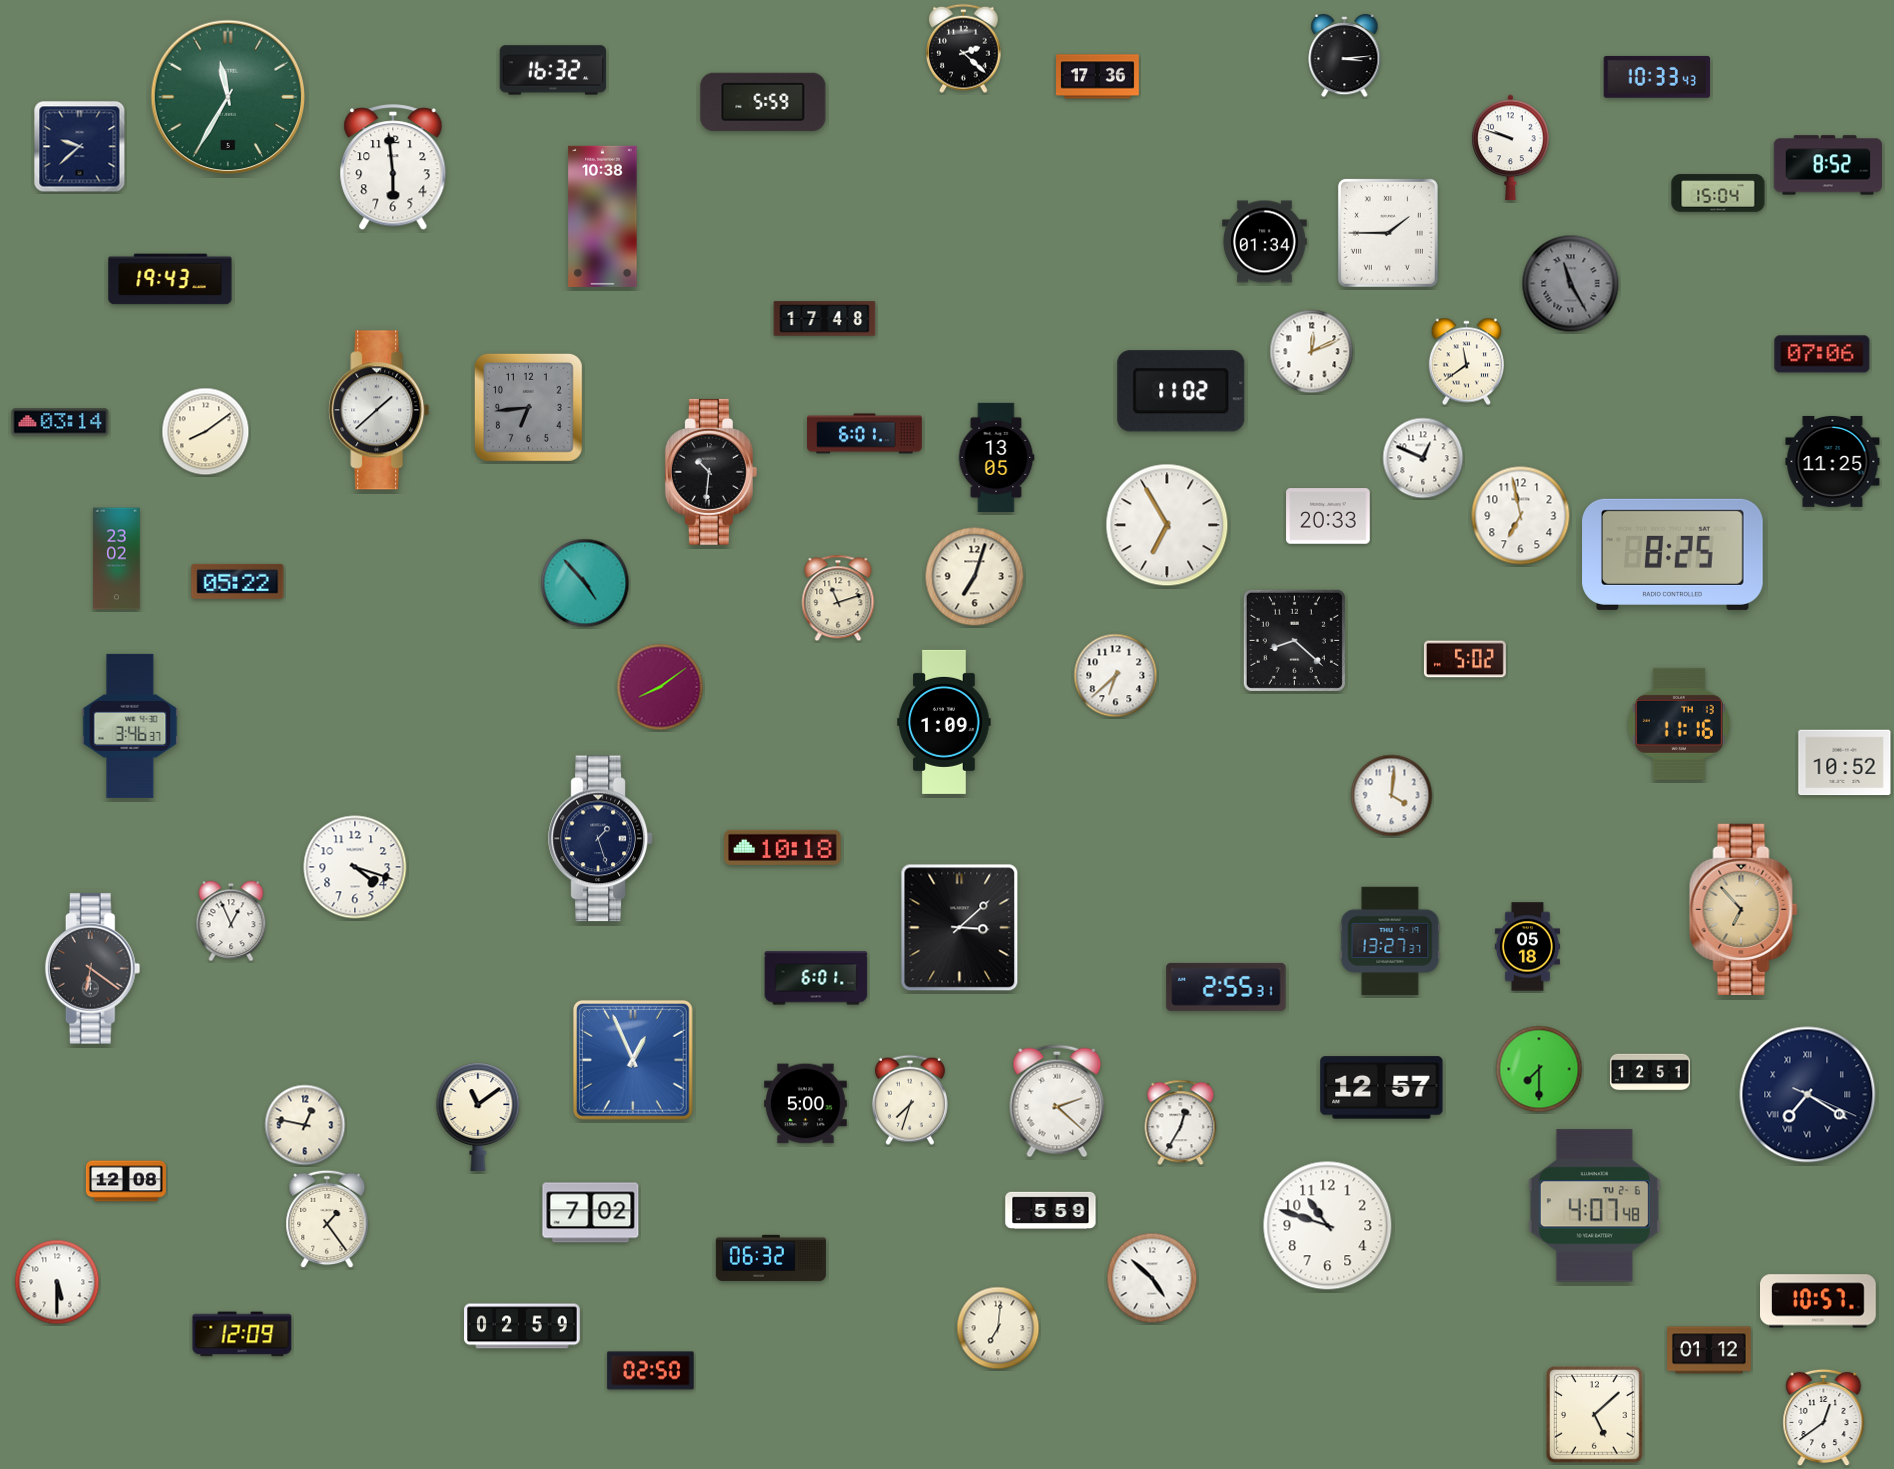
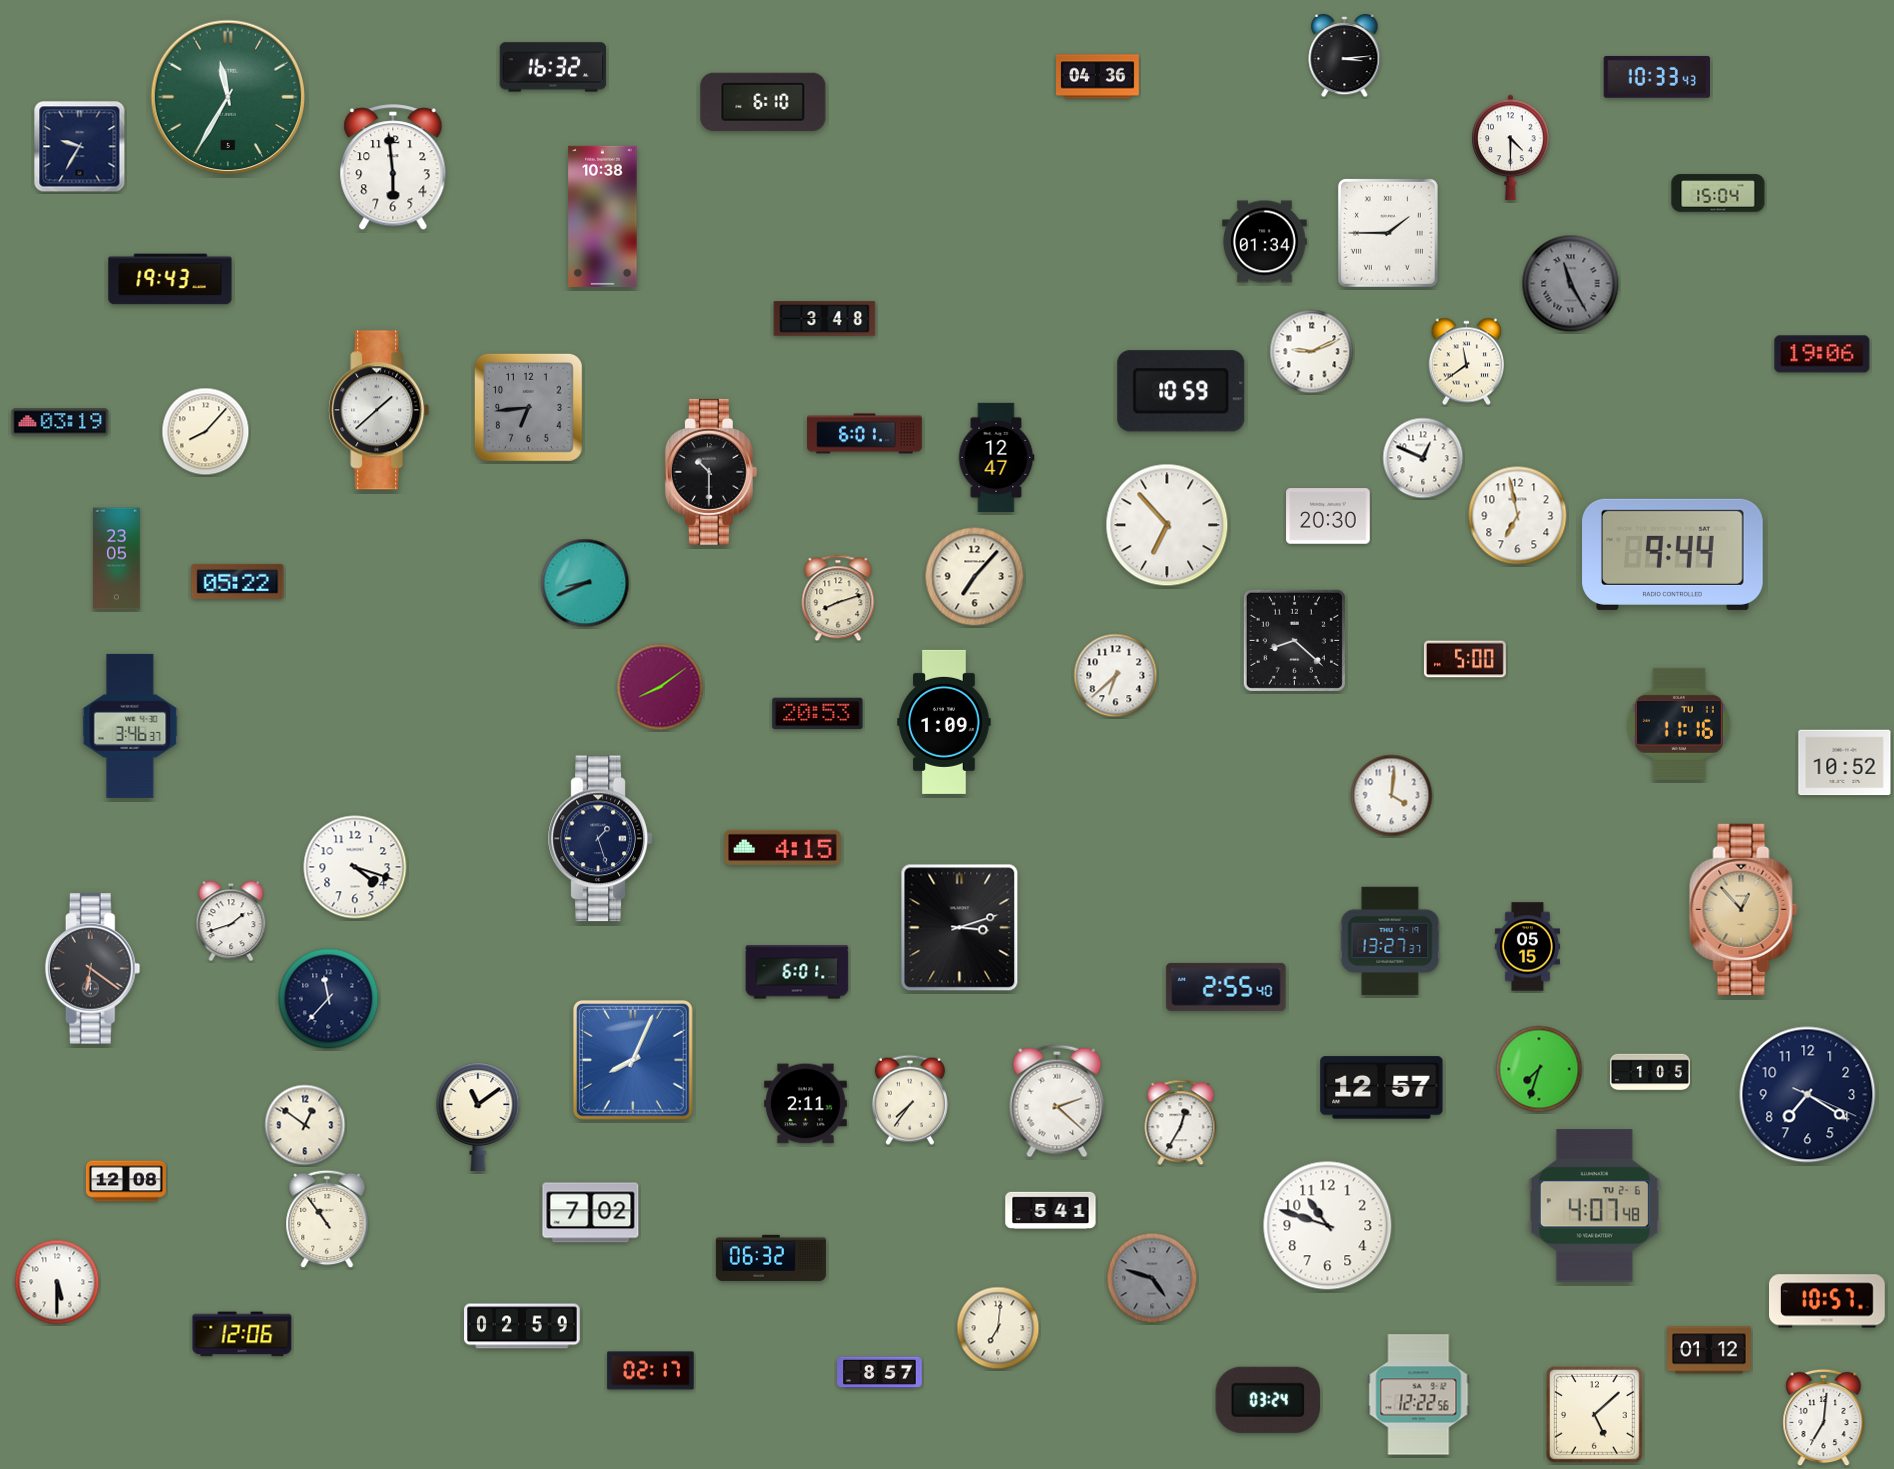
clock at (964, 49): 2:22 -> none
clock at (553, 70) position: (553, 70) -> (553, 67)
clock at (1098, 77): 17:36 -> 04:36
clock at (763, 102): 5:59 -> 6:10
clock at (80, 147): 9:38 -> 9:35
clock at (1511, 148): 9:48 -> 4:30
clock at (1827, 165): 8:52 -> none
clock at (825, 319): 17:48 -> 3:48
clock at (1312, 352): 12:11 -> 9:11
clock at (1822, 354): 07:06 -> 19:06
clock at (1181, 391): 11:02 -> 10:59
clock at (60, 422): 03:14 -> 03:19
clock at (206, 432): 8:09 -> 8:07
clock at (996, 457): 13:05 -> 12:47
clock at (1833, 461): 11:25 -> none
clock at (711, 472): 10:31 -> 10:30
clock at (1328, 516): 20:33 -> 20:30
clock at (1521, 516) position: (1521, 516) -> (1518, 516)
clock at (1167, 525): 6:55 -> 6:53
clock at (1673, 554): 8:25 -> 9:44
clock at (117, 559): 23:02 -> 23:05
clock at (975, 577): 7:03 -> 7:07
clock at (585, 583): 4:53 -> 8:41
clock at (838, 598): 11:12 -> 8:12
clock at (1465, 659): 5:02 -> 5:00
clock at (818, 714): none -> 20:53
clock at (1679, 724) date: TH 13 -> TU 11
clock at (783, 847): 10:18 -> 4:15
clock at (1744, 909): 6:53 -> 12:53
clock at (231, 921): 12:56 -> 1:42
clock at (960, 928): 3:08 -> 3:12
clock at (1527, 947): 05:18 -> 05:15
clock at (816, 978) position: (816, 978) -> (797, 972)
clock at (1226, 987): 2:55:31 -> 2:55:40
clock at (329, 999): none -> 11:37
clock at (634, 1061): 12:56 -> 8:04
clock at (1539, 1069): 7:30 -> 7:33
clock at (1650, 1072): 12:51 -> 1:05
clock at (1808, 1095) numerals: Roman -> Arabic
clock at (910, 1100): 7:33 -> 7:36
clock at (806, 1104): 5:00 -> 2:11
clock at (305, 1125): 12:47 -> 12:51
clock at (1051, 1211): 5:59 -> 5:41
clock at (327, 1219): 1:24 -> 10:54
clock at (1152, 1278): 4:52 -> 4:48
clock at (1152, 1278) dial: white -> grey
clock at (1819, 1301) position: (1819, 1301) -> (1828, 1301)
clock at (242, 1334): 12:09 -> 12:06
clock at (651, 1371): 02:50 -> 02:17
clock at (880, 1373): none -> 8:57
clock at (1419, 1395): none -> 12:22
clock at (1268, 1400): none -> 03:24
clock at (1824, 1418): 12:39 -> 7:01
